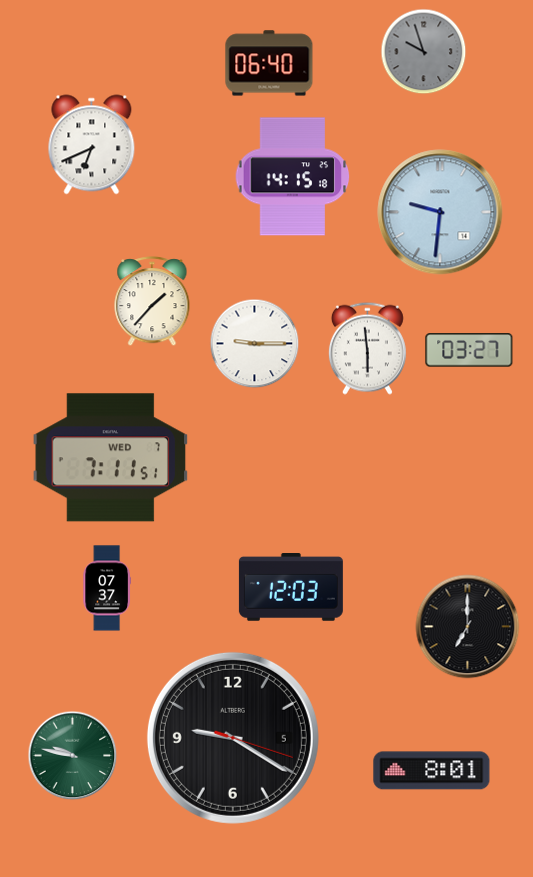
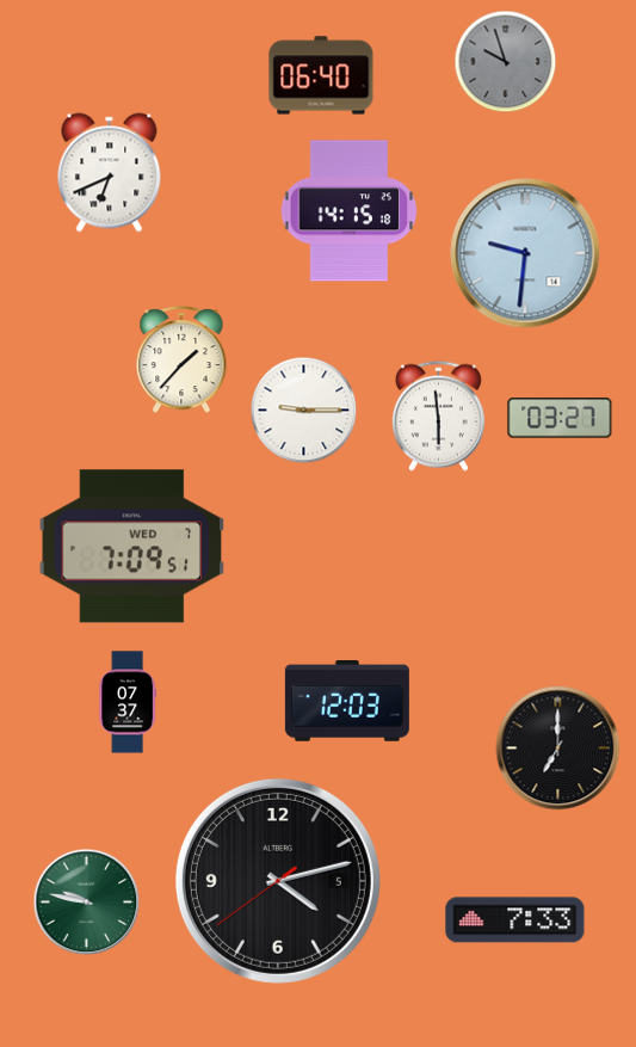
clock at (111, 458): 7:11 -> 7:09
clock at (233, 738): 9:20 -> 4:12
clock at (432, 771): 8:01 -> 7:33
